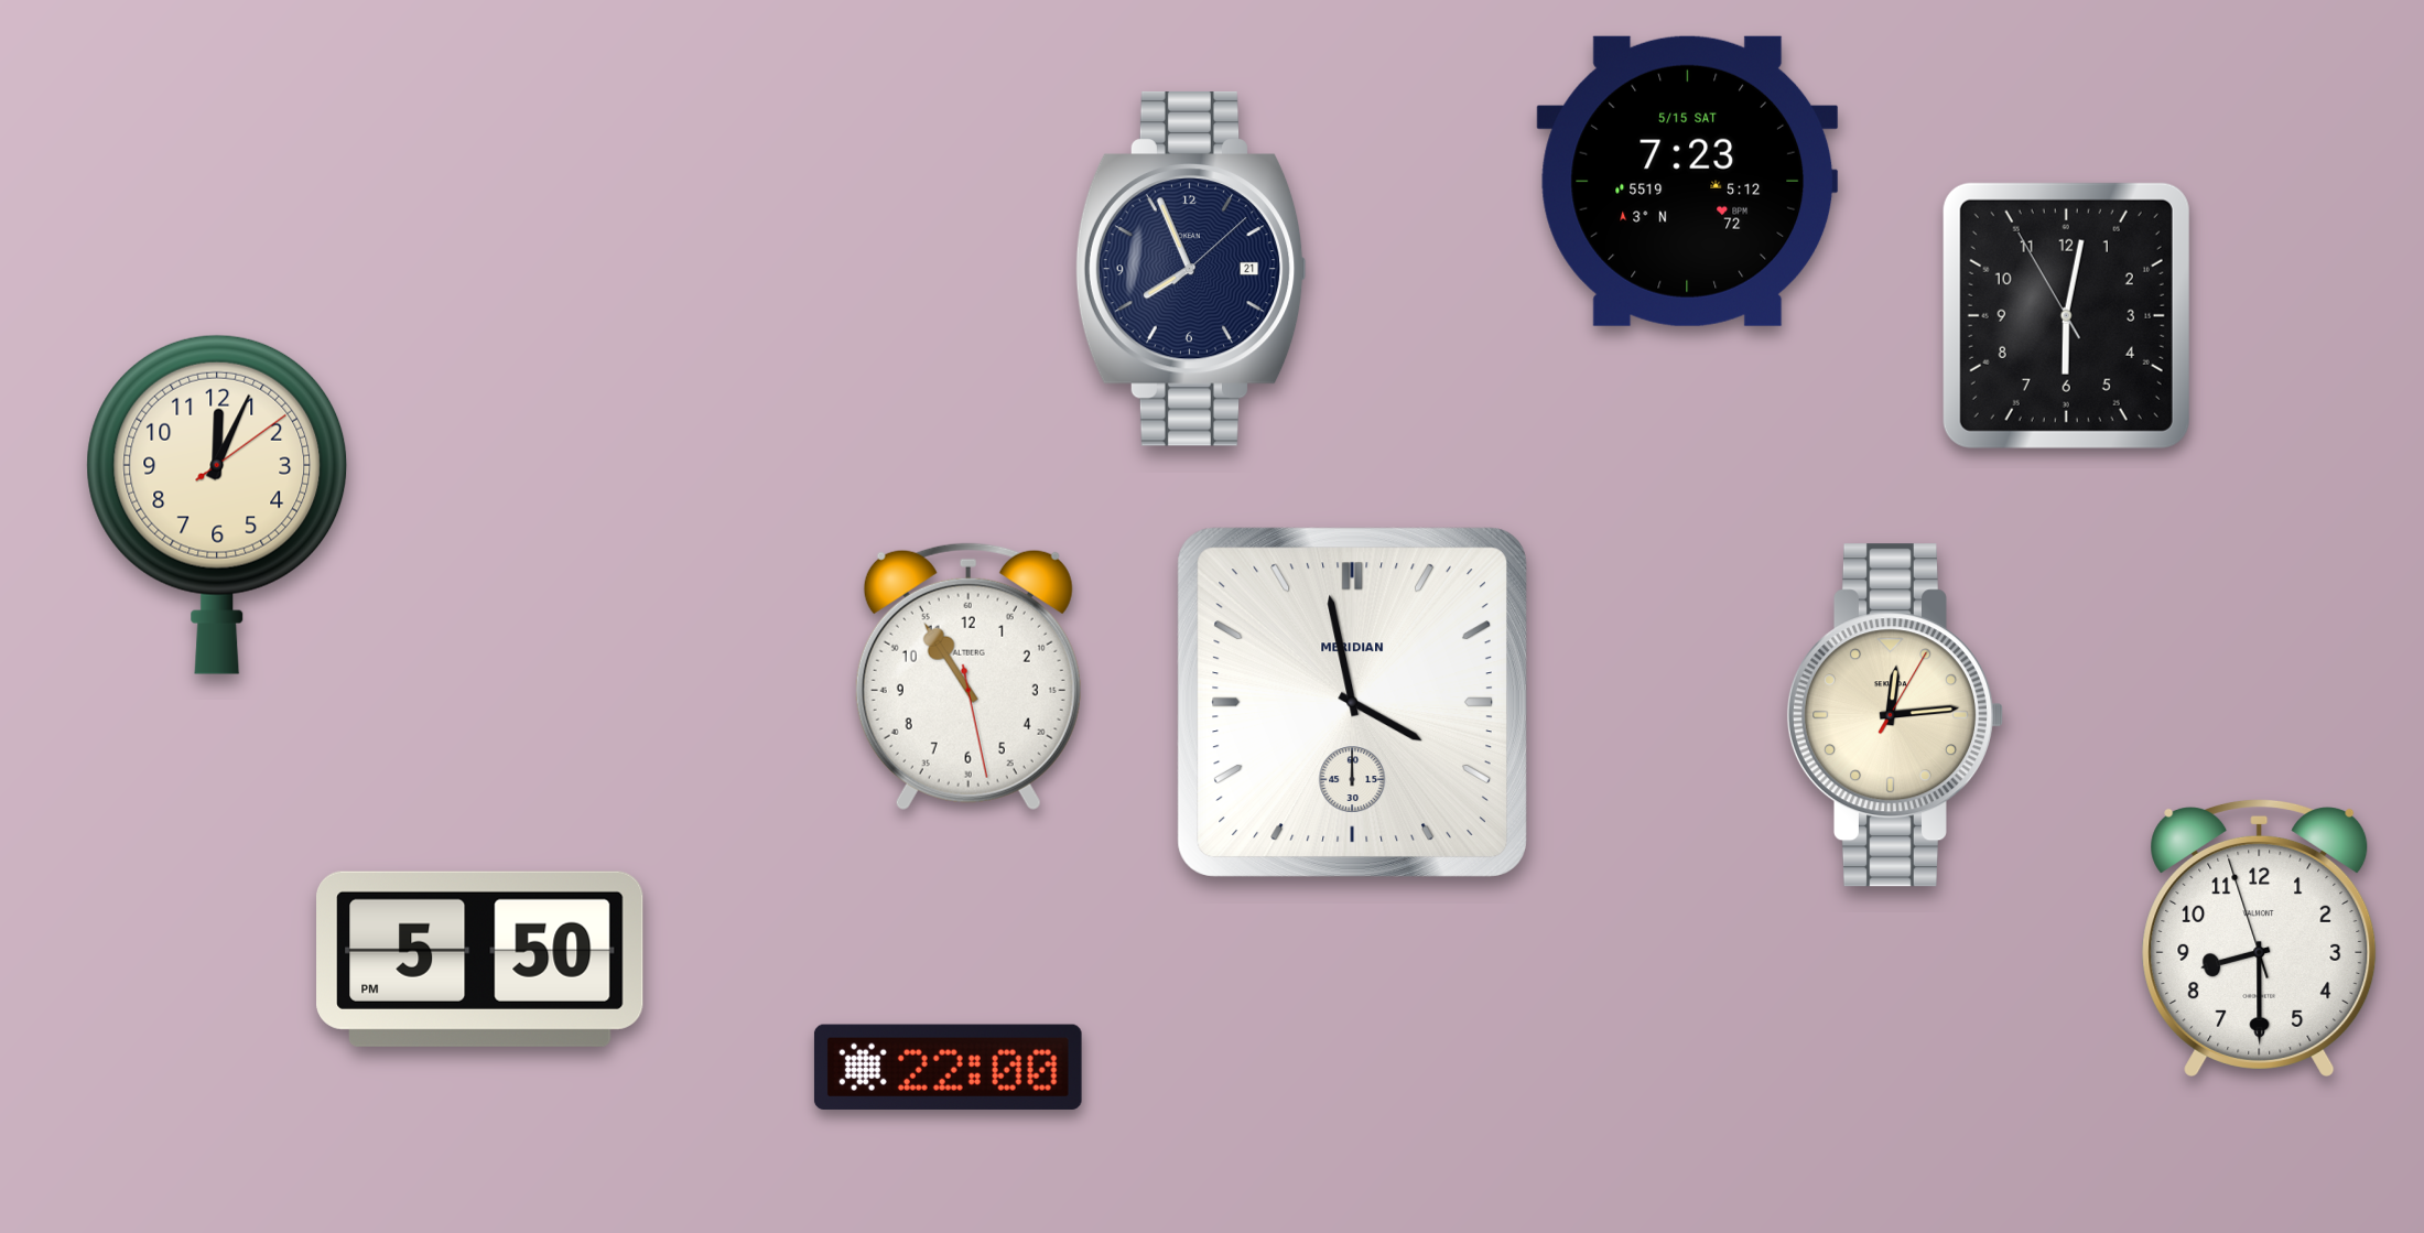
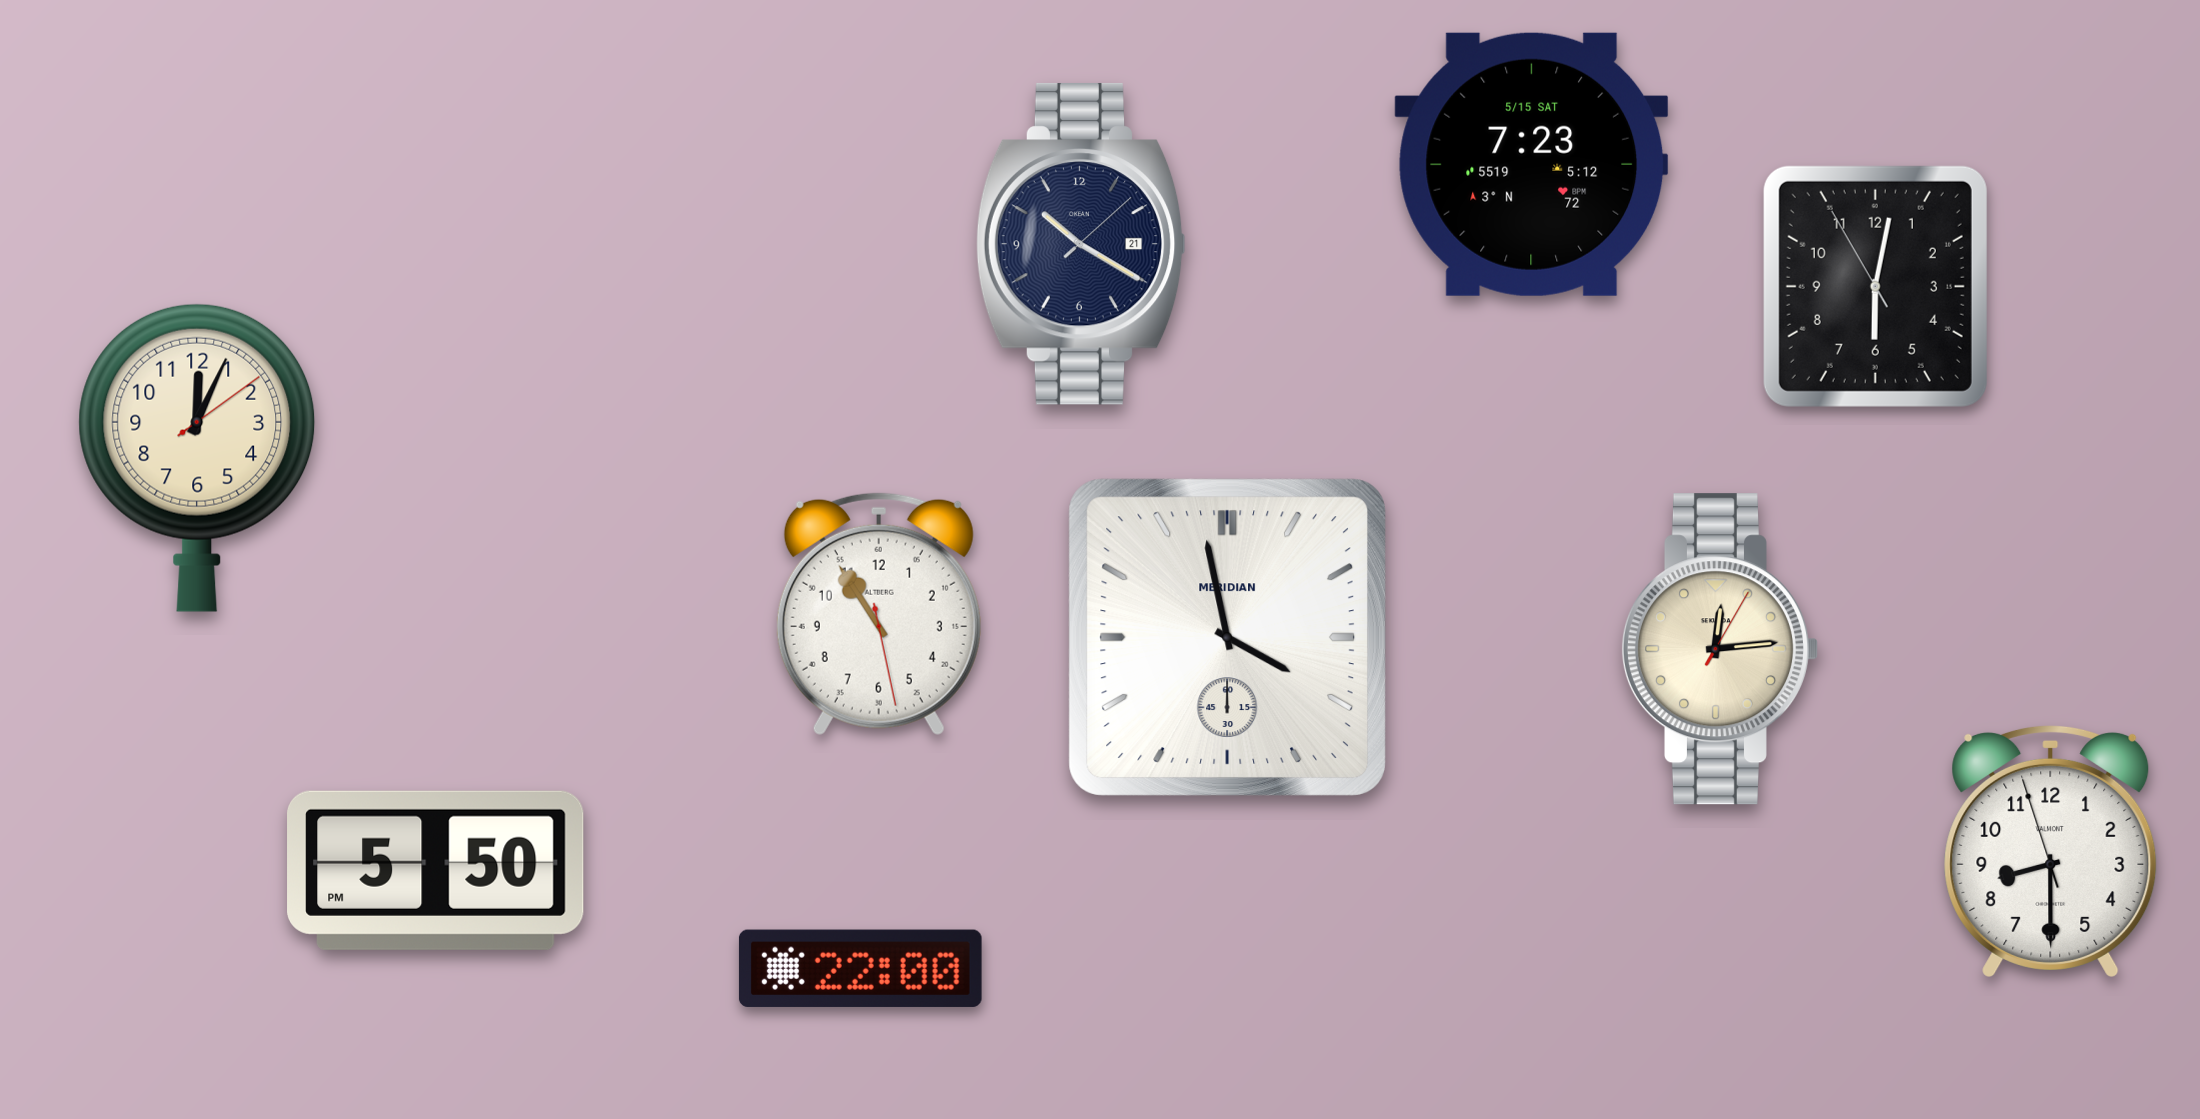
clock at (1191, 269): 7:56 -> 10:20
